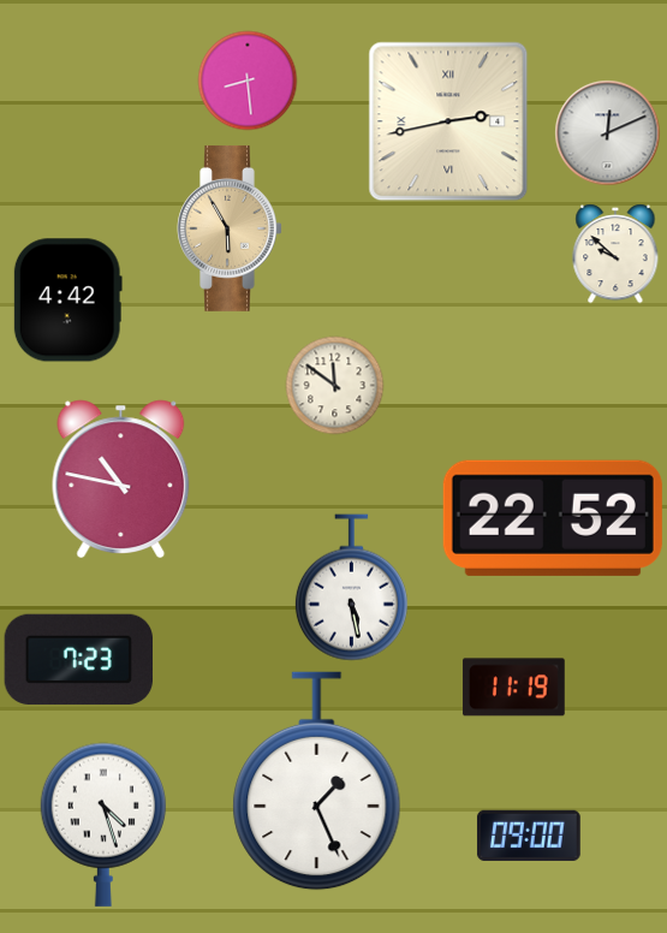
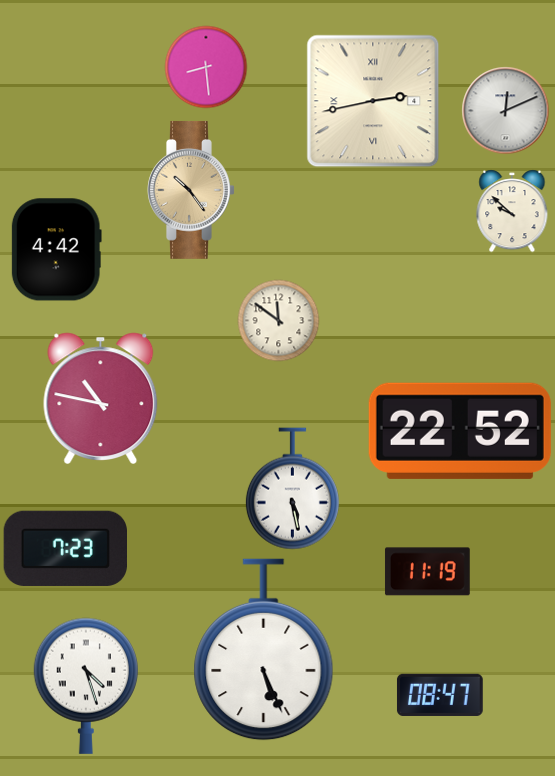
clock at (230, 228): 5:55 -> 10:24
clock at (317, 782): 1:26 -> 5:26
clock at (529, 836): 09:00 -> 08:47
